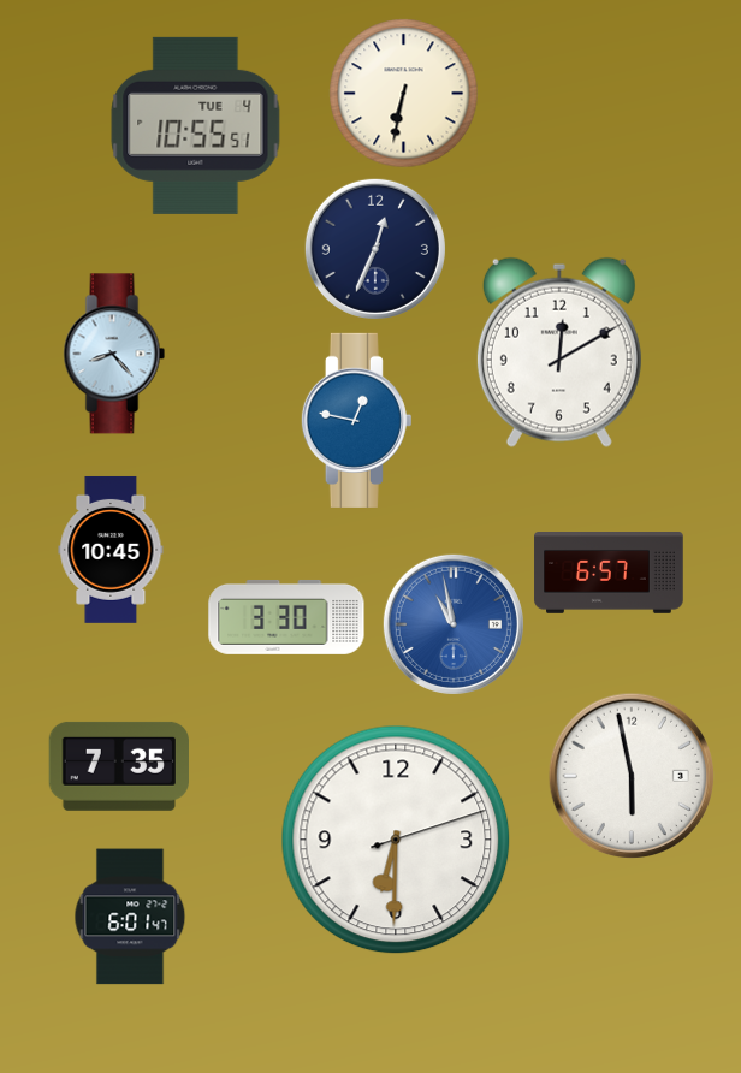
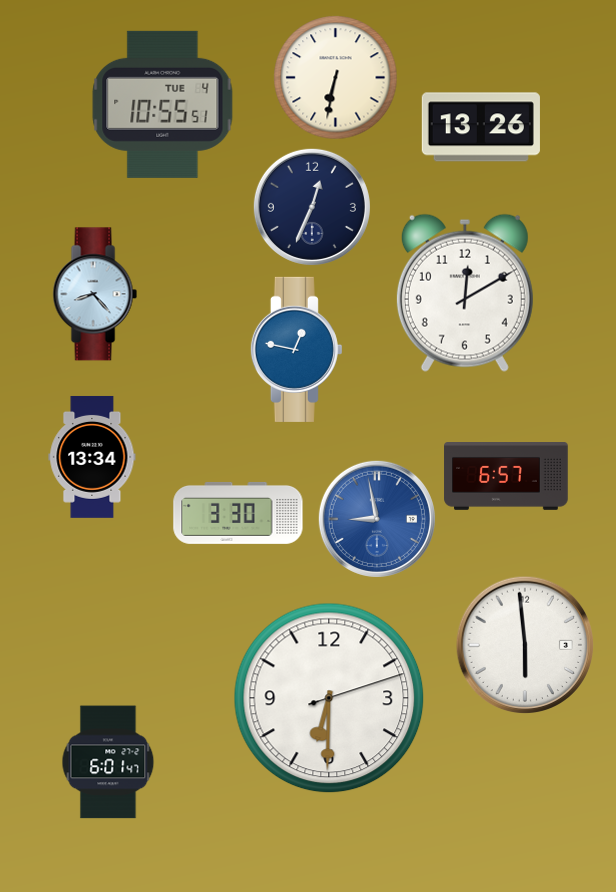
clock at (481, 127): none -> 13:26
clock at (111, 550): 10:45 -> 13:34
clock at (454, 624): 10:58 -> 8:58
clock at (118, 766): 7:35 -> none
clock at (630, 775): 5:58 -> 5:59
